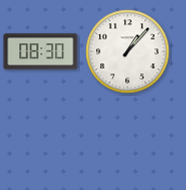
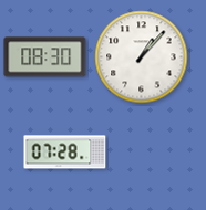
clock at (65, 153): none -> 07:28
